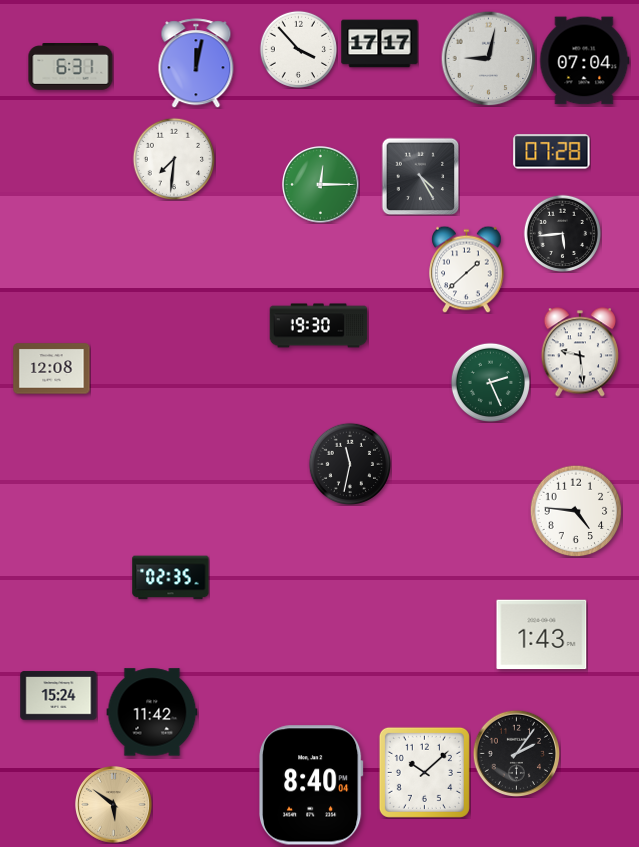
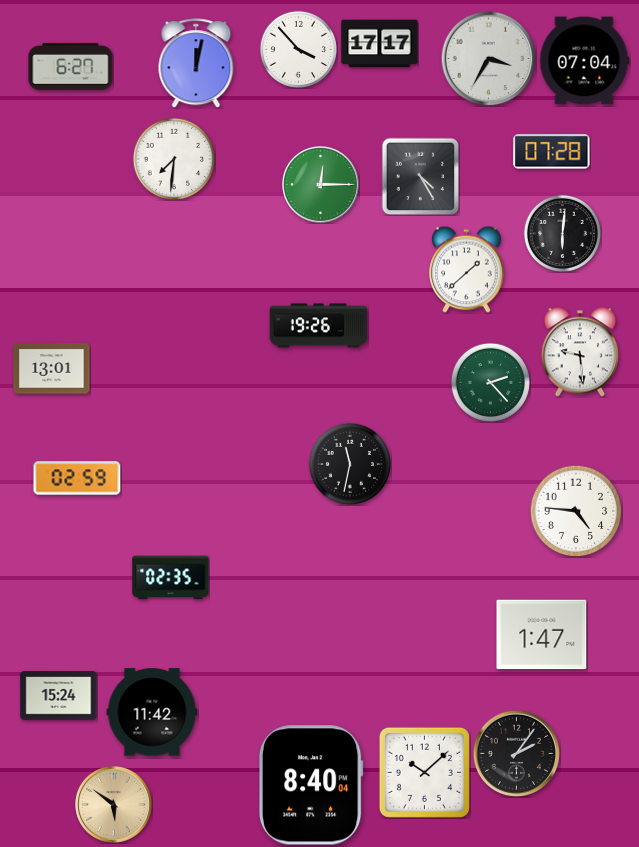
clock at (488, 58): 9:02 -> 3:35
clock at (71, 67): 6:31 -> 6:27
clock at (562, 233): 5:44 -> 6:01
clock at (319, 326): 19:30 -> 19:26
clock at (52, 369): 12:08 -> 13:01
clock at (490, 382): 2:26 -> 2:23
clock at (77, 478): none -> 02:59
clock at (542, 635): 1:43 -> 1:47
